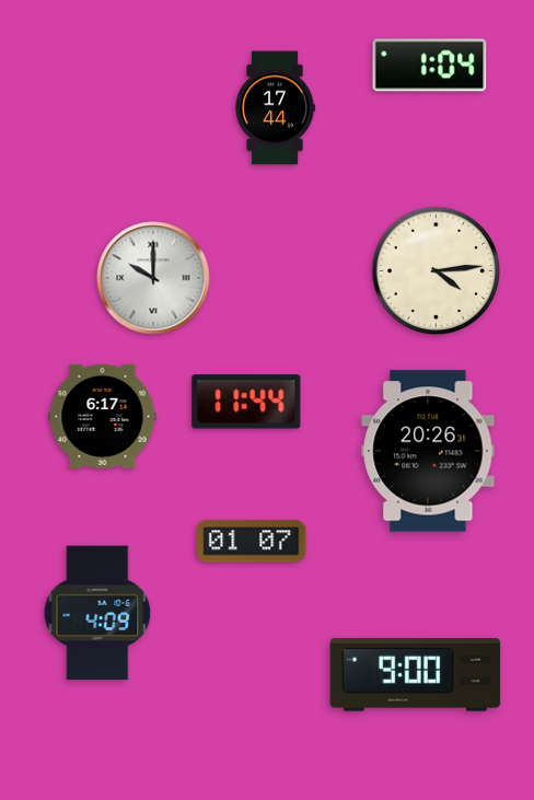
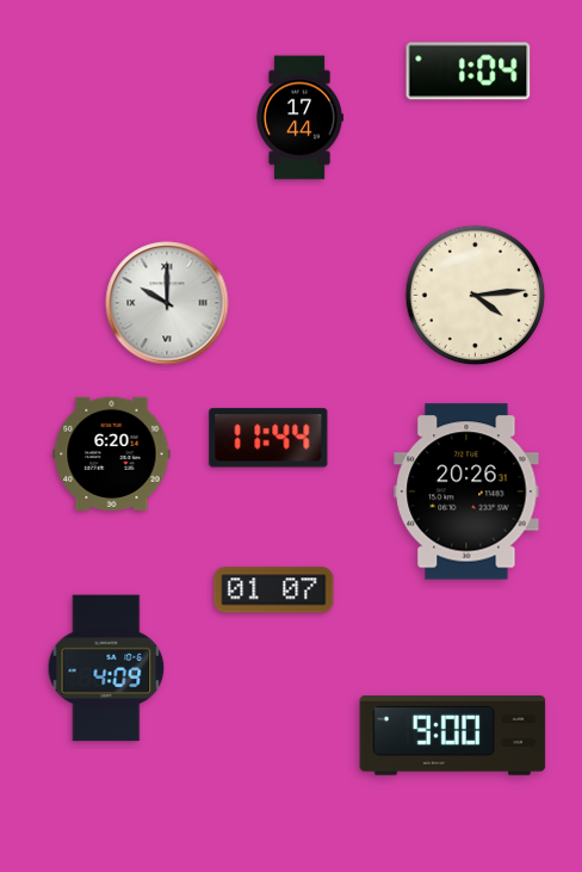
clock at (103, 416): 6:17 -> 6:20
